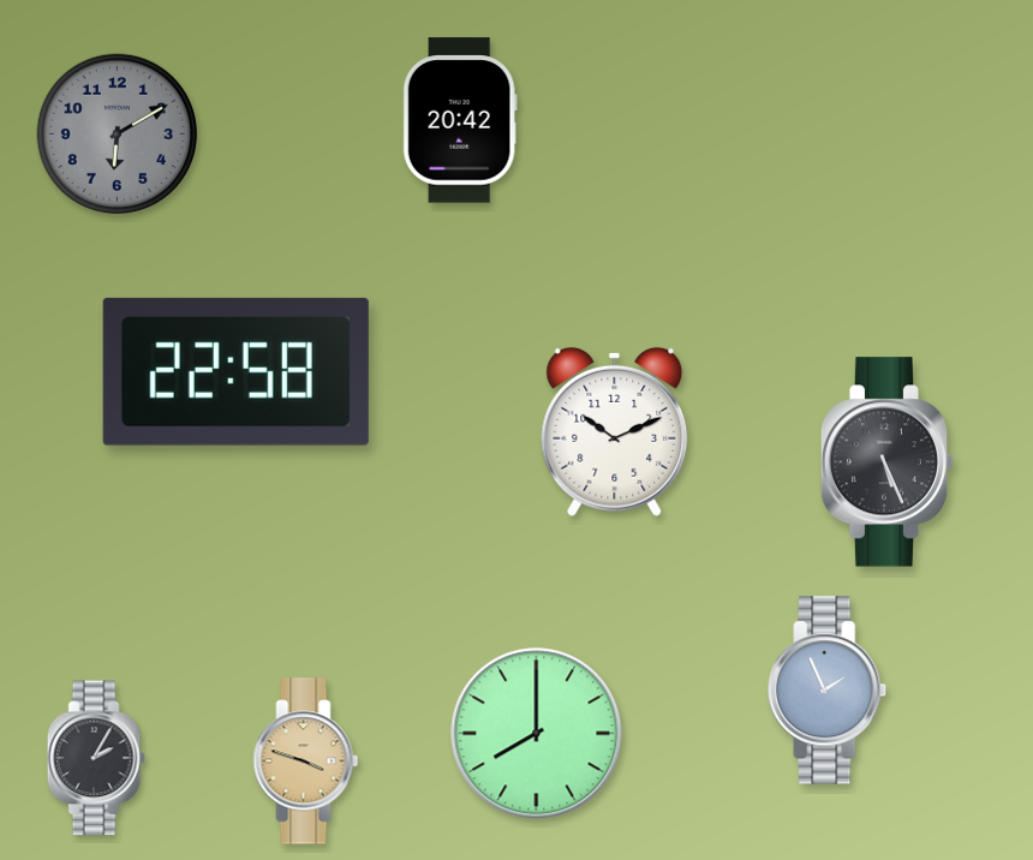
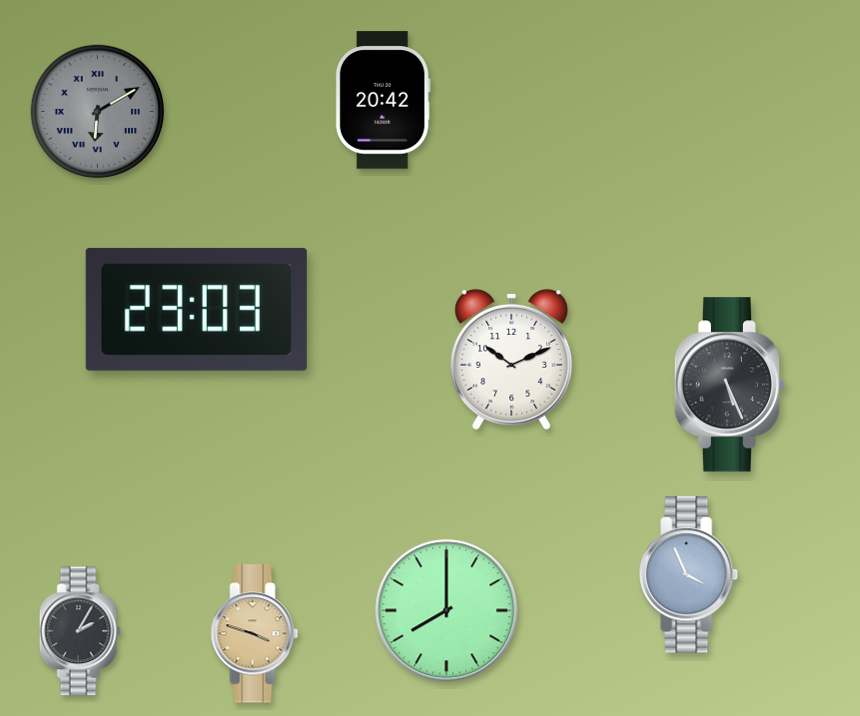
clock at (117, 133) numerals: Arabic -> Roman
clock at (235, 371): 22:58 -> 23:03
clock at (888, 462) position: (888, 462) -> (730, 385)
clock at (828, 691): 1:56 -> 3:56
